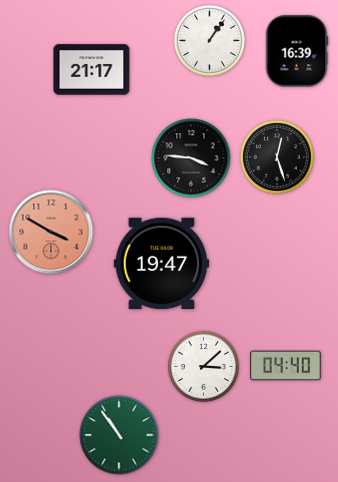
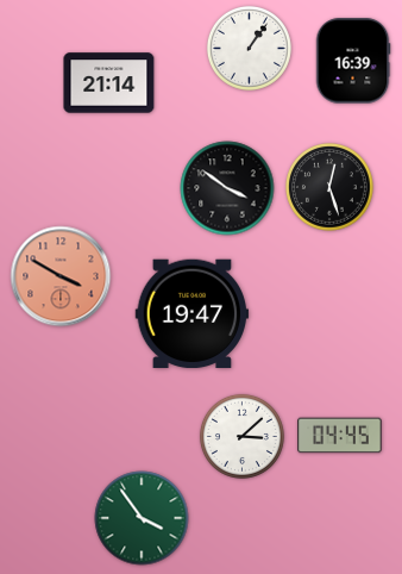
clock at (92, 70): 21:17 -> 21:14
clock at (191, 158): 3:46 -> 3:51
clock at (286, 366): 04:40 -> 04:45
clock at (119, 435): 10:54 -> 3:54
